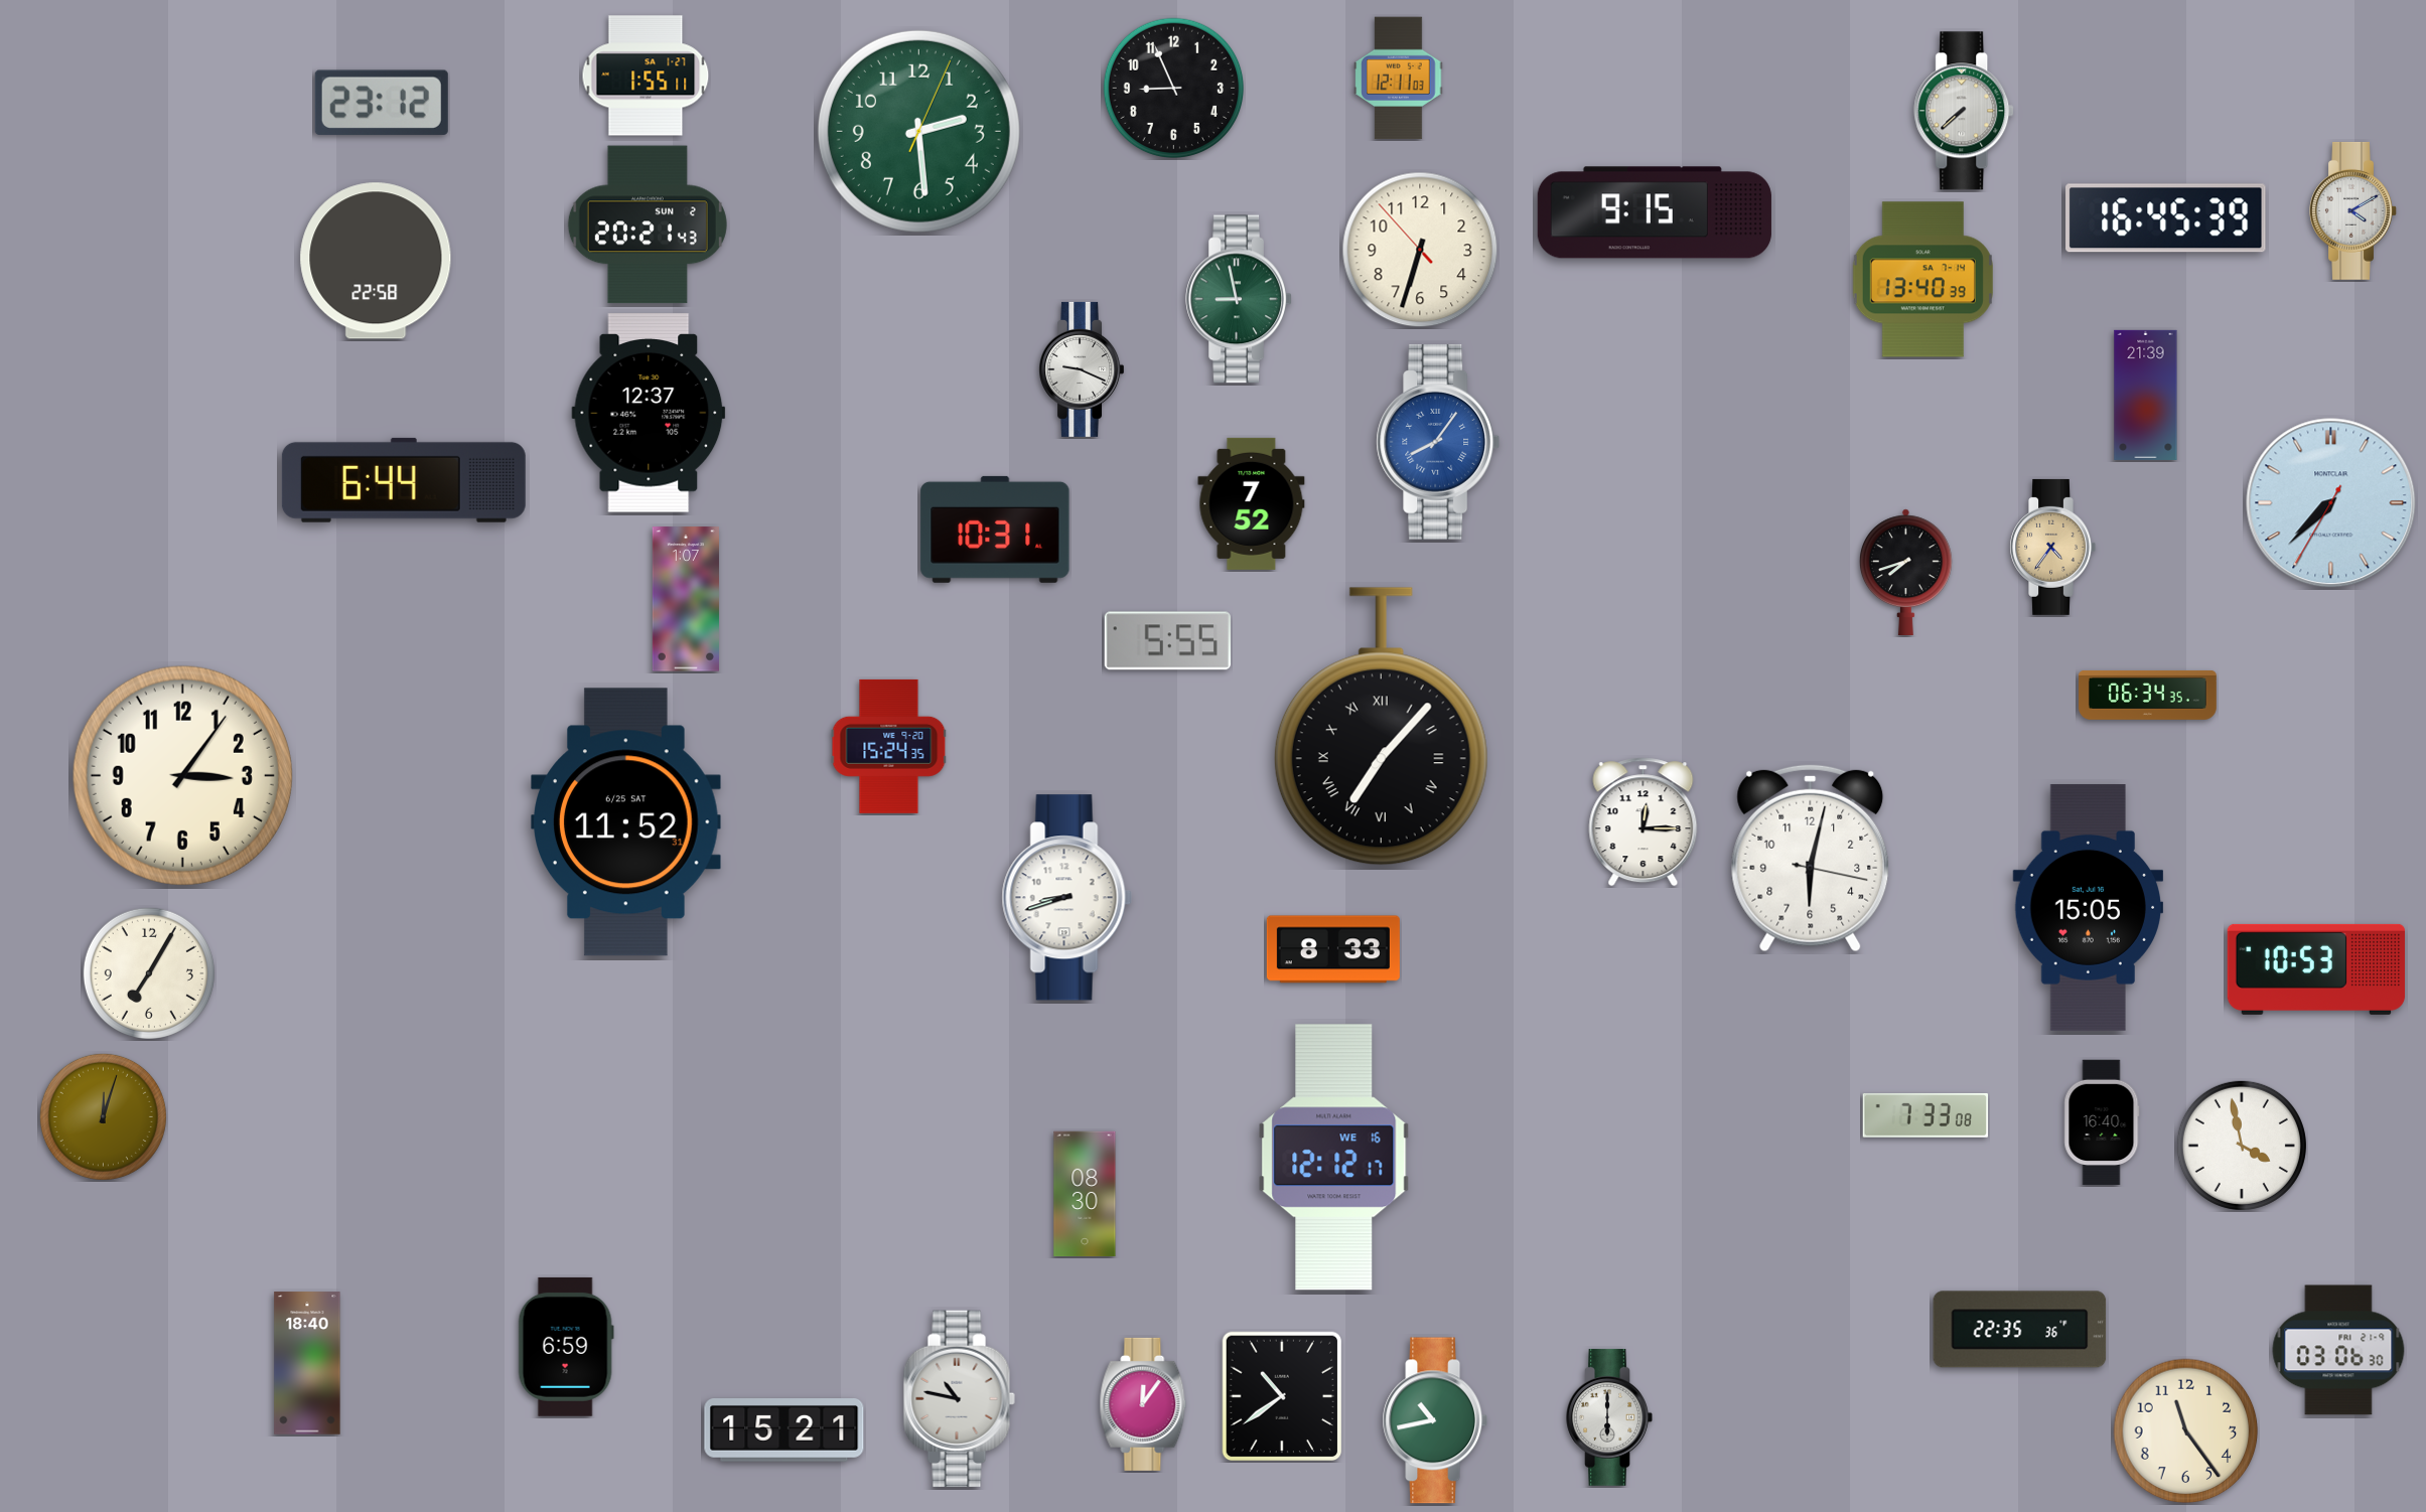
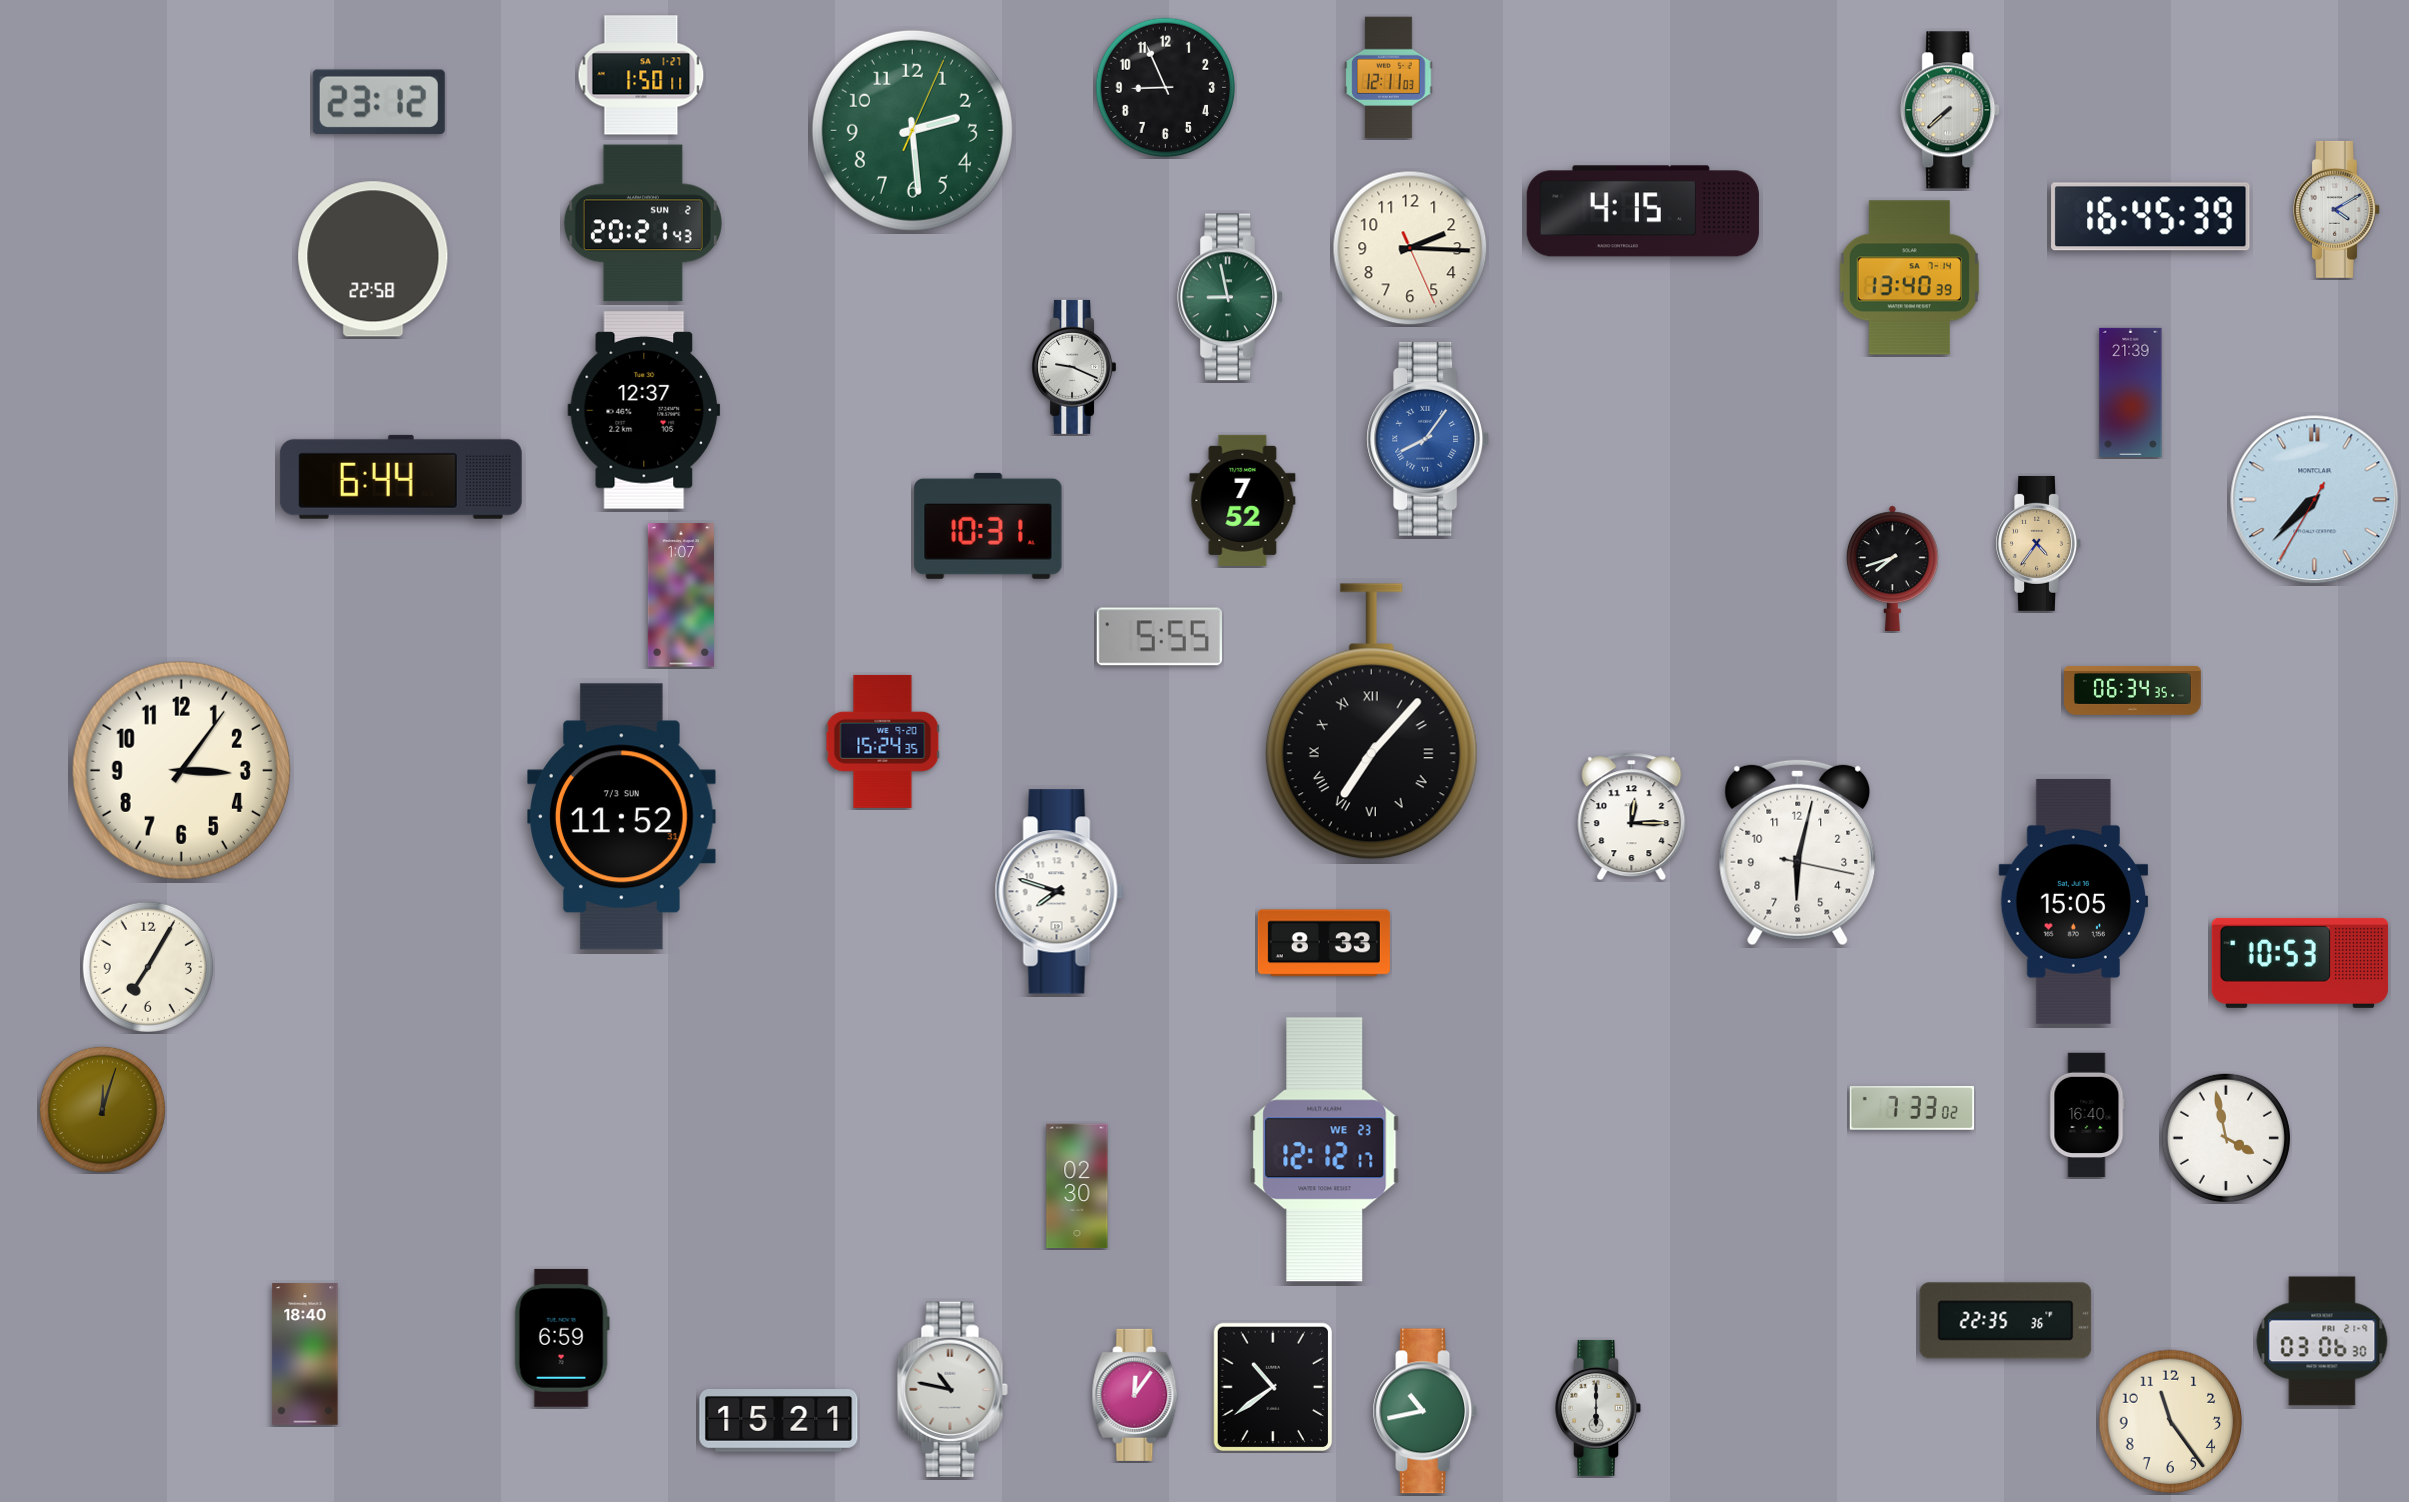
clock at (646, 75): 1:55 -> 1:50
clock at (1655, 212): 9:15 -> 4:15
clock at (1420, 250): 6:32 -> 2:15
clock at (626, 822) date: 6/25 SAT -> 7/3 SUN
clock at (1066, 898): 8:42 -> 7:48
clock at (1924, 1115): 7:33:08 -> 7:33:02
clock at (1334, 1158) date: WE 16 -> WE 23
clock at (1085, 1194): 08:30 -> 02:30
